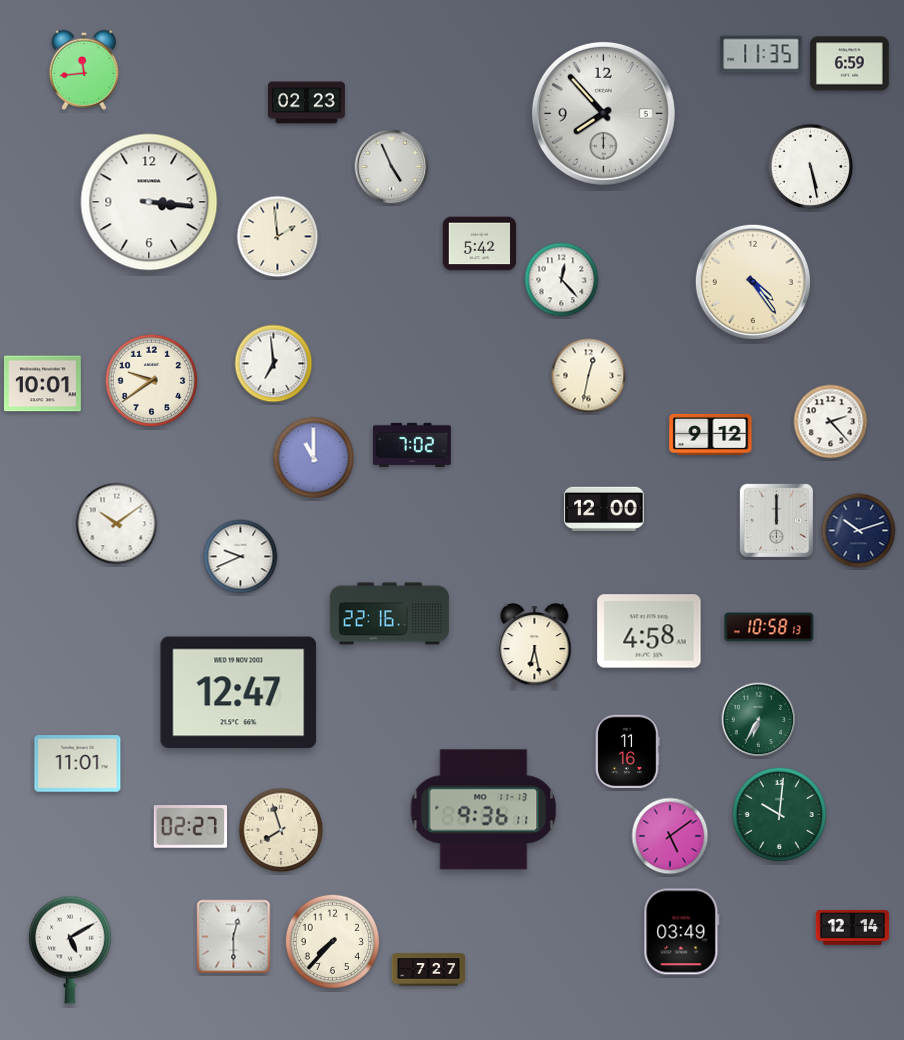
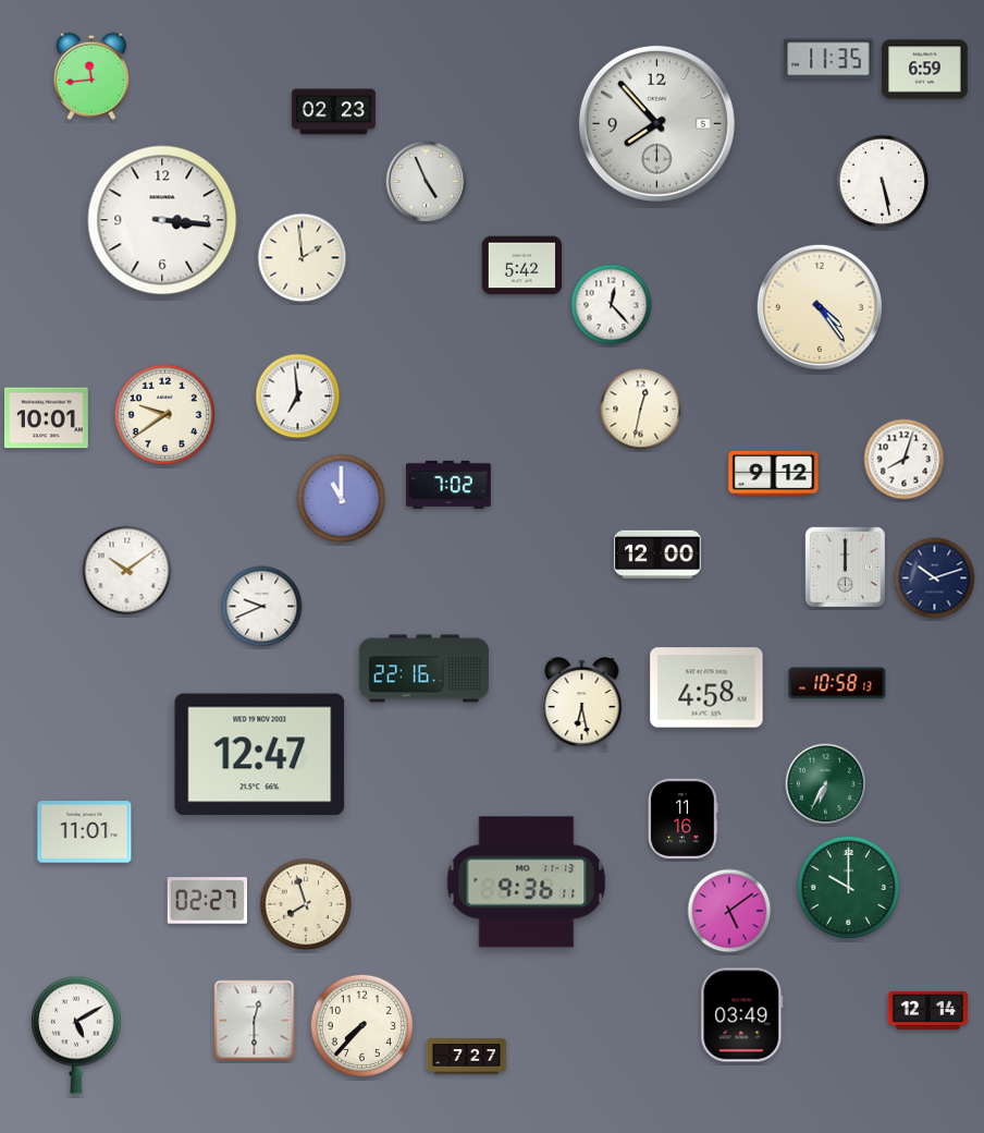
clock at (831, 422): 2:23 -> 8:03
clock at (779, 814): 10:01 -> 10:00
